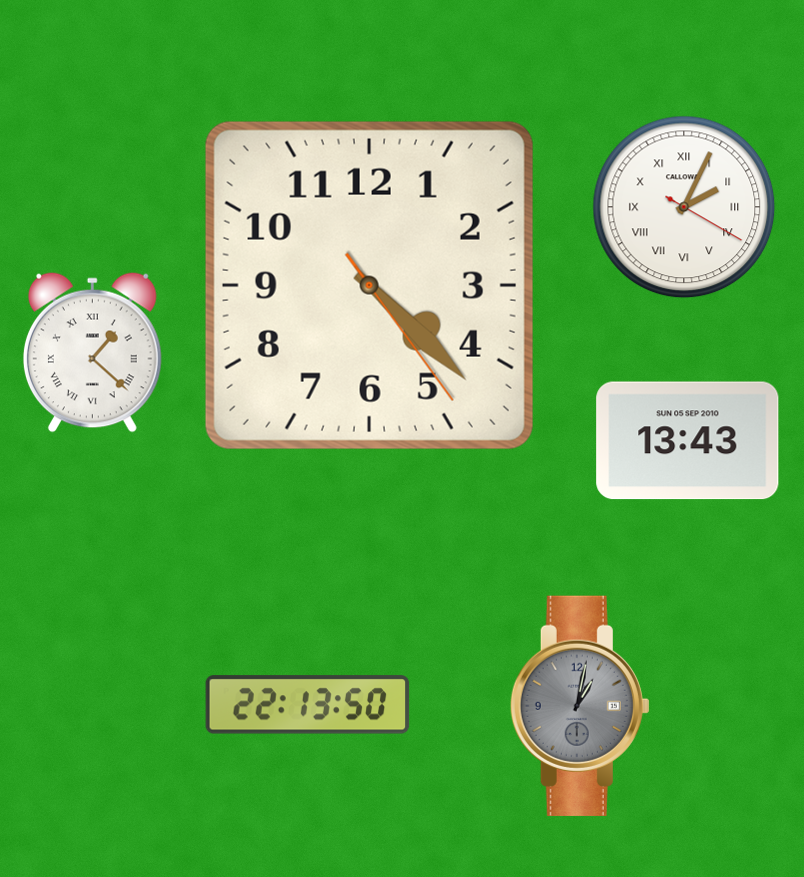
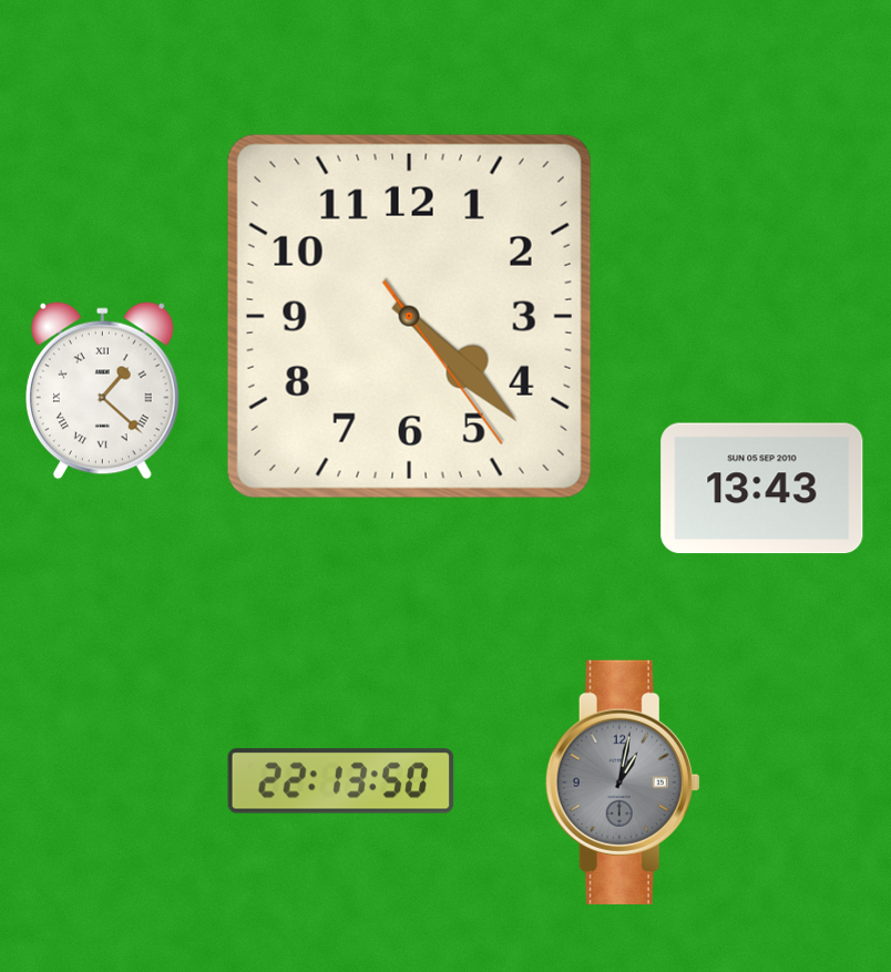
clock at (684, 207): 2:04 -> none
clock at (580, 706) position: (580, 706) -> (623, 782)
